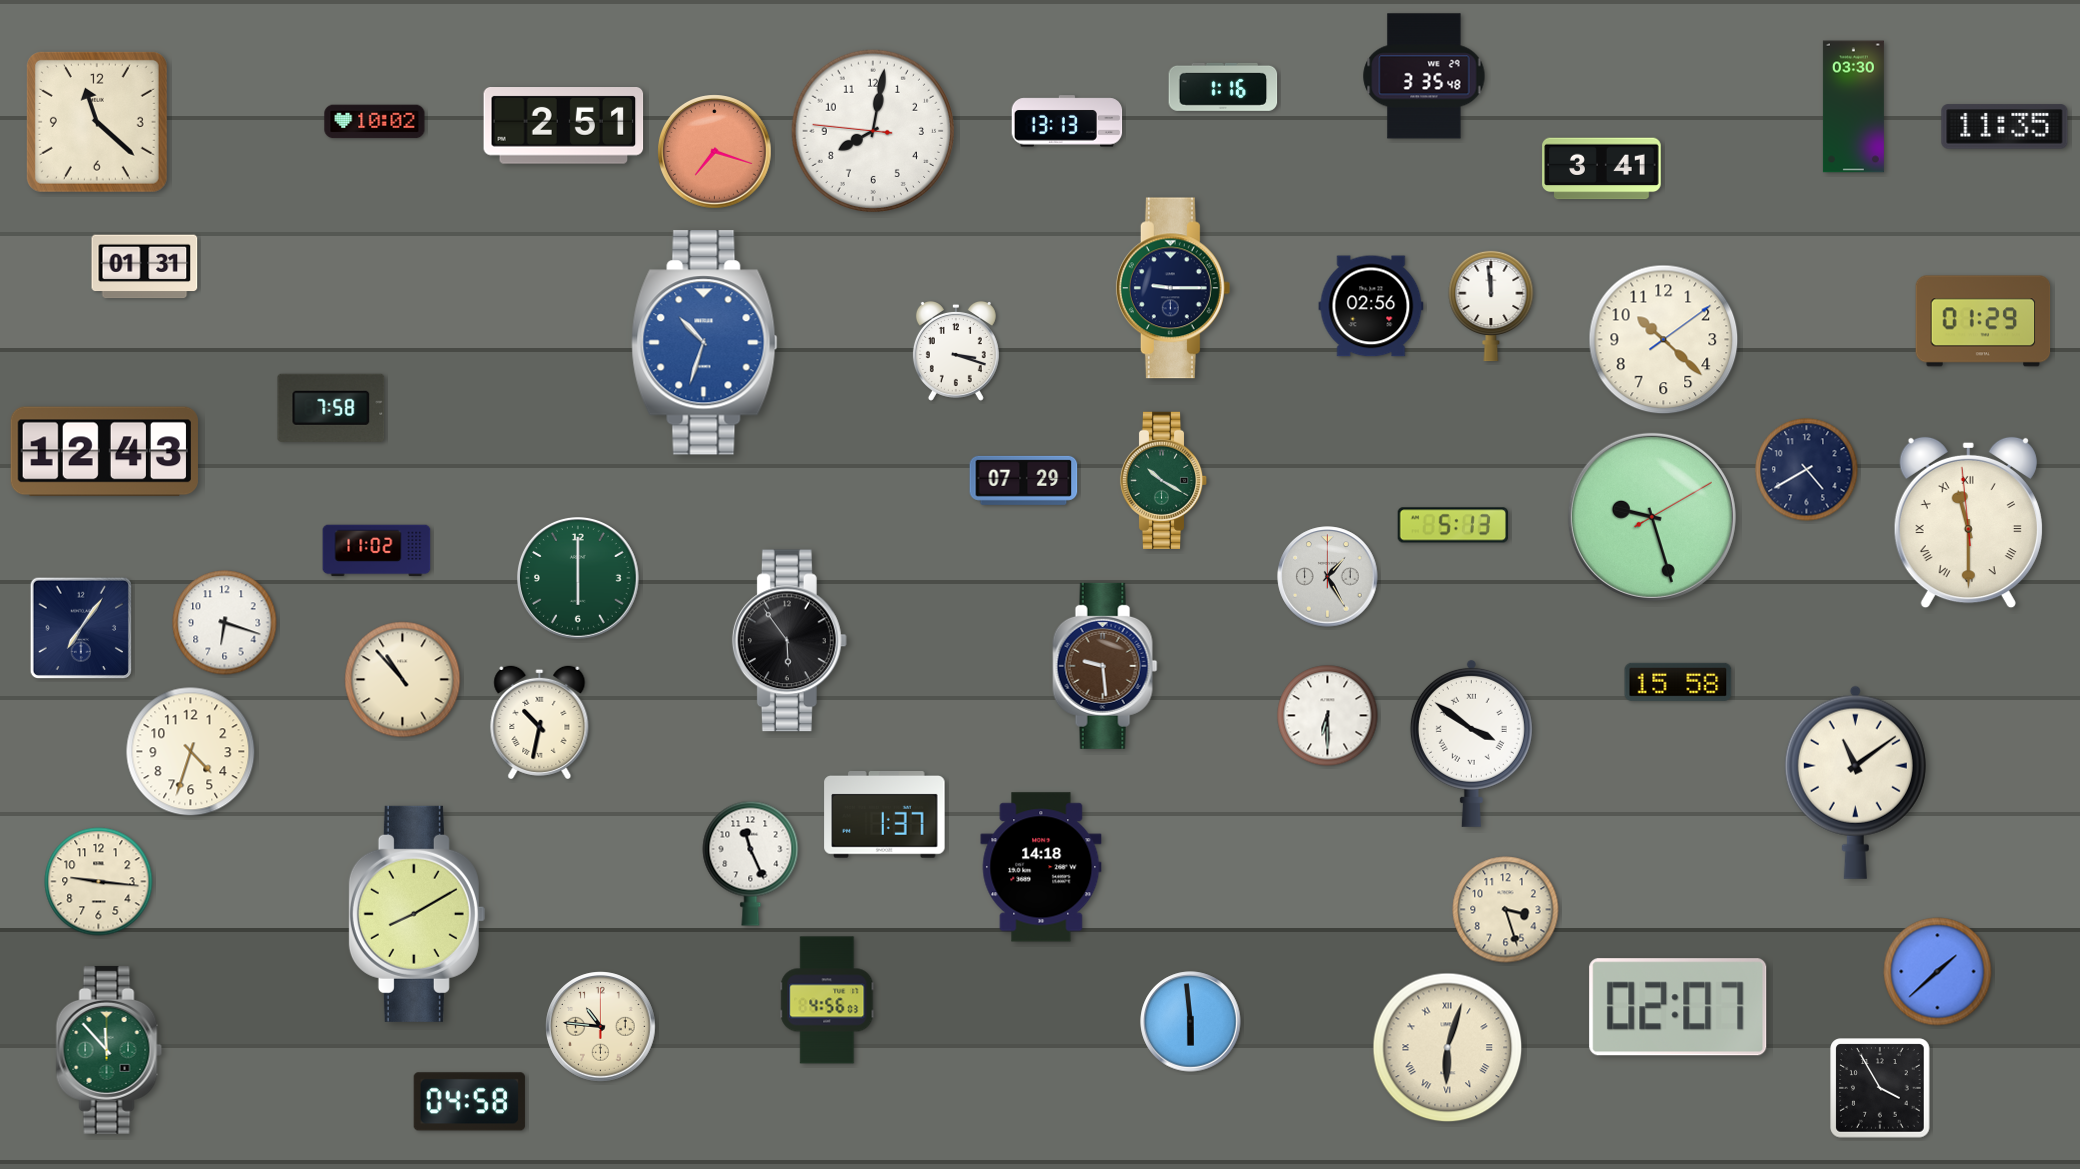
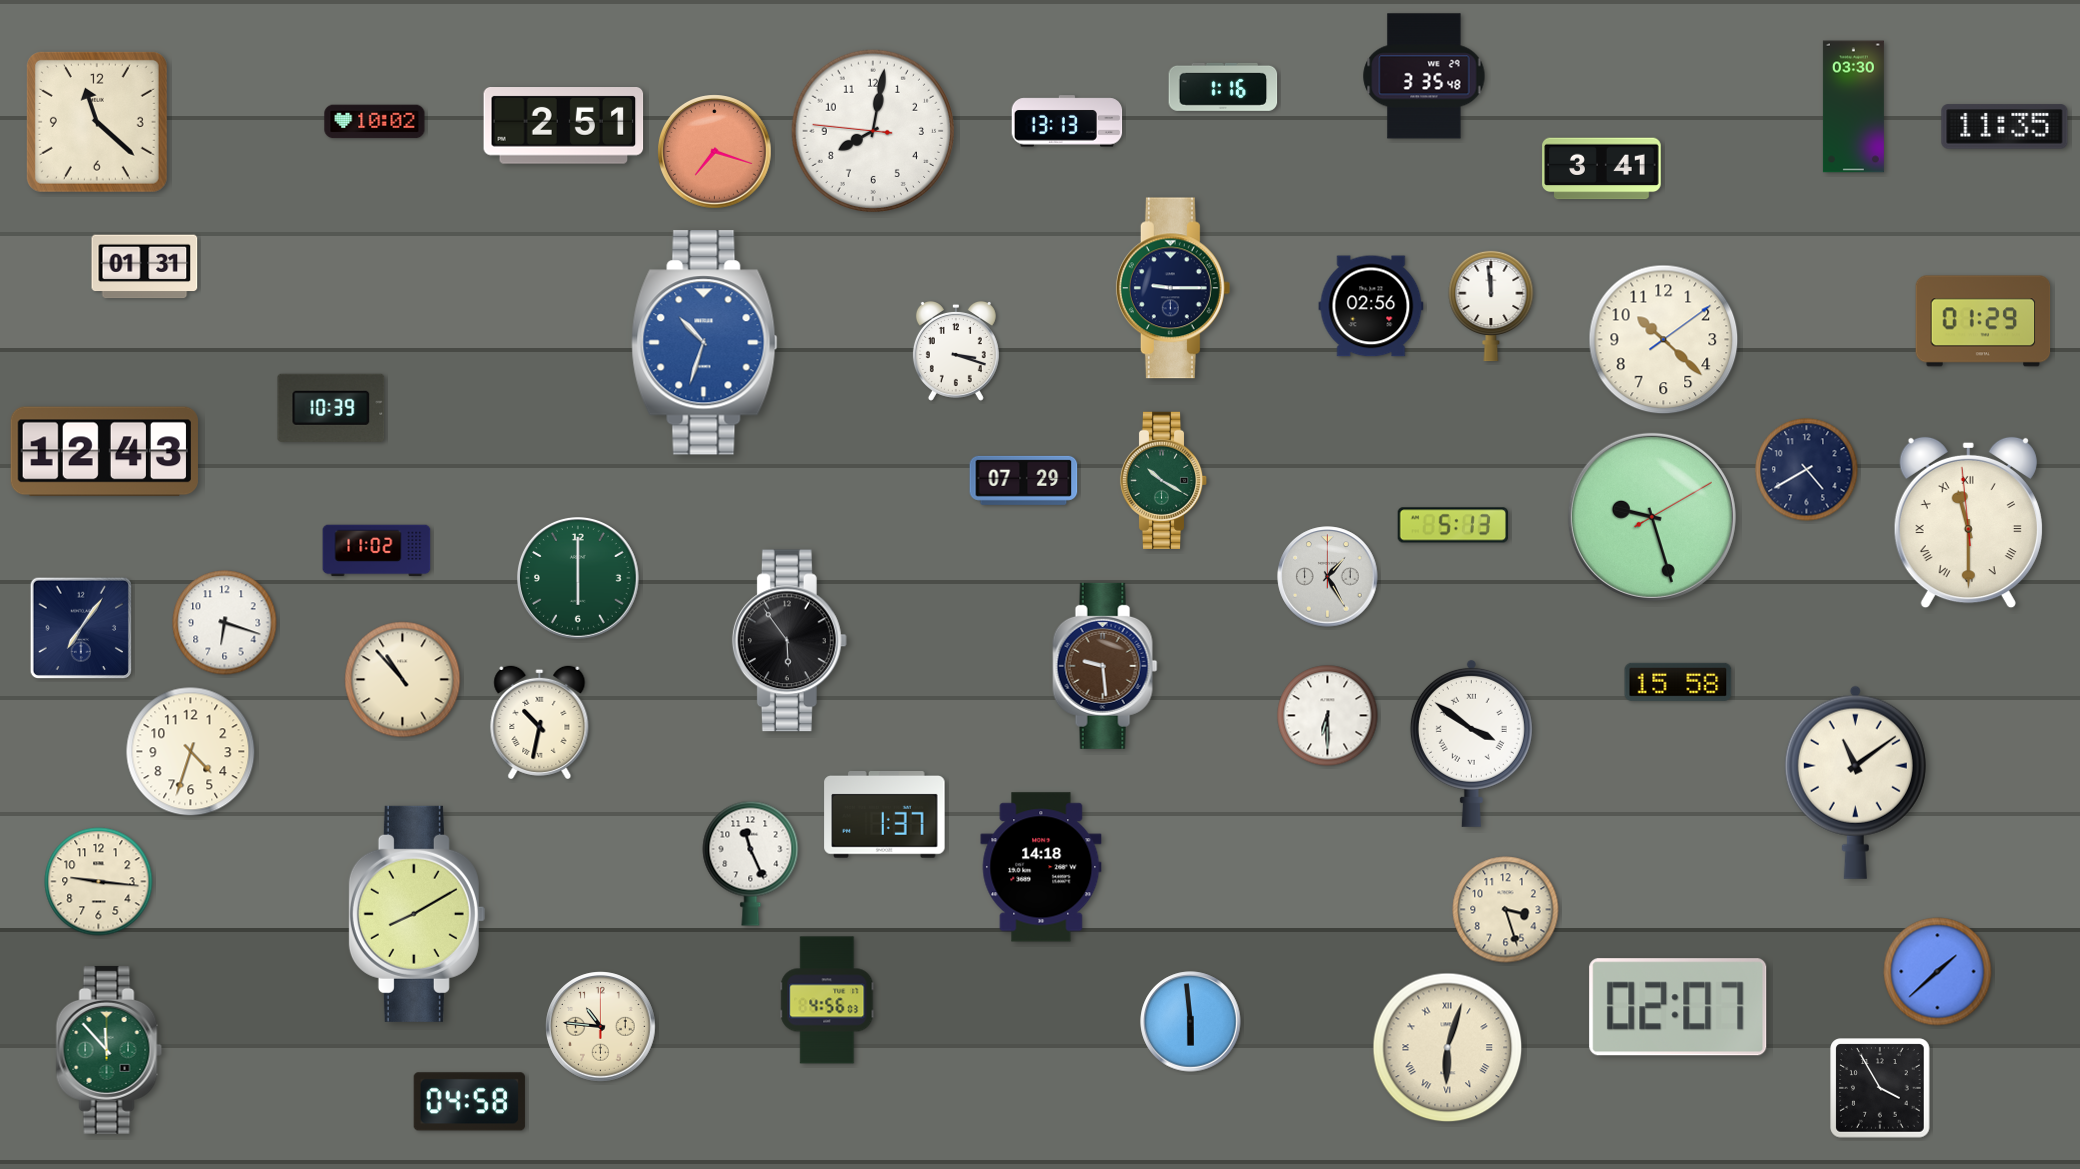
clock at (331, 408): 7:58 -> 10:39
